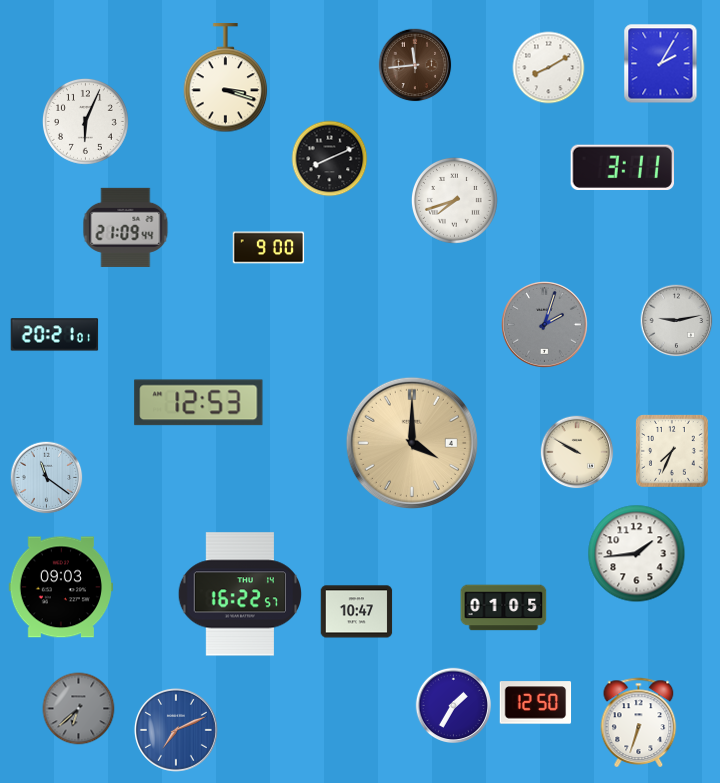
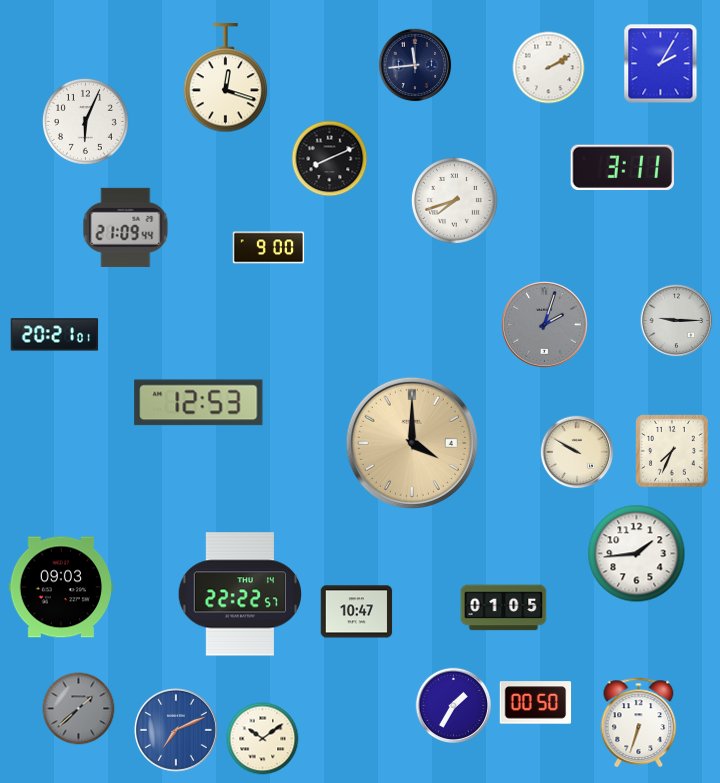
clock at (415, 65) dial: brown -> navy
clock at (549, 68): 8:10 -> 2:10
clock at (226, 78): 3:18 -> 12:18
clock at (677, 321): 9:13 -> 9:15
clock at (47, 478): 11:21 -> none
clock at (240, 594): 16:22 -> 22:22
clock at (536, 703): 12:50 -> 00:50
clock at (79, 709): 6:38 -> 1:38
clock at (263, 739): none -> 10:09
